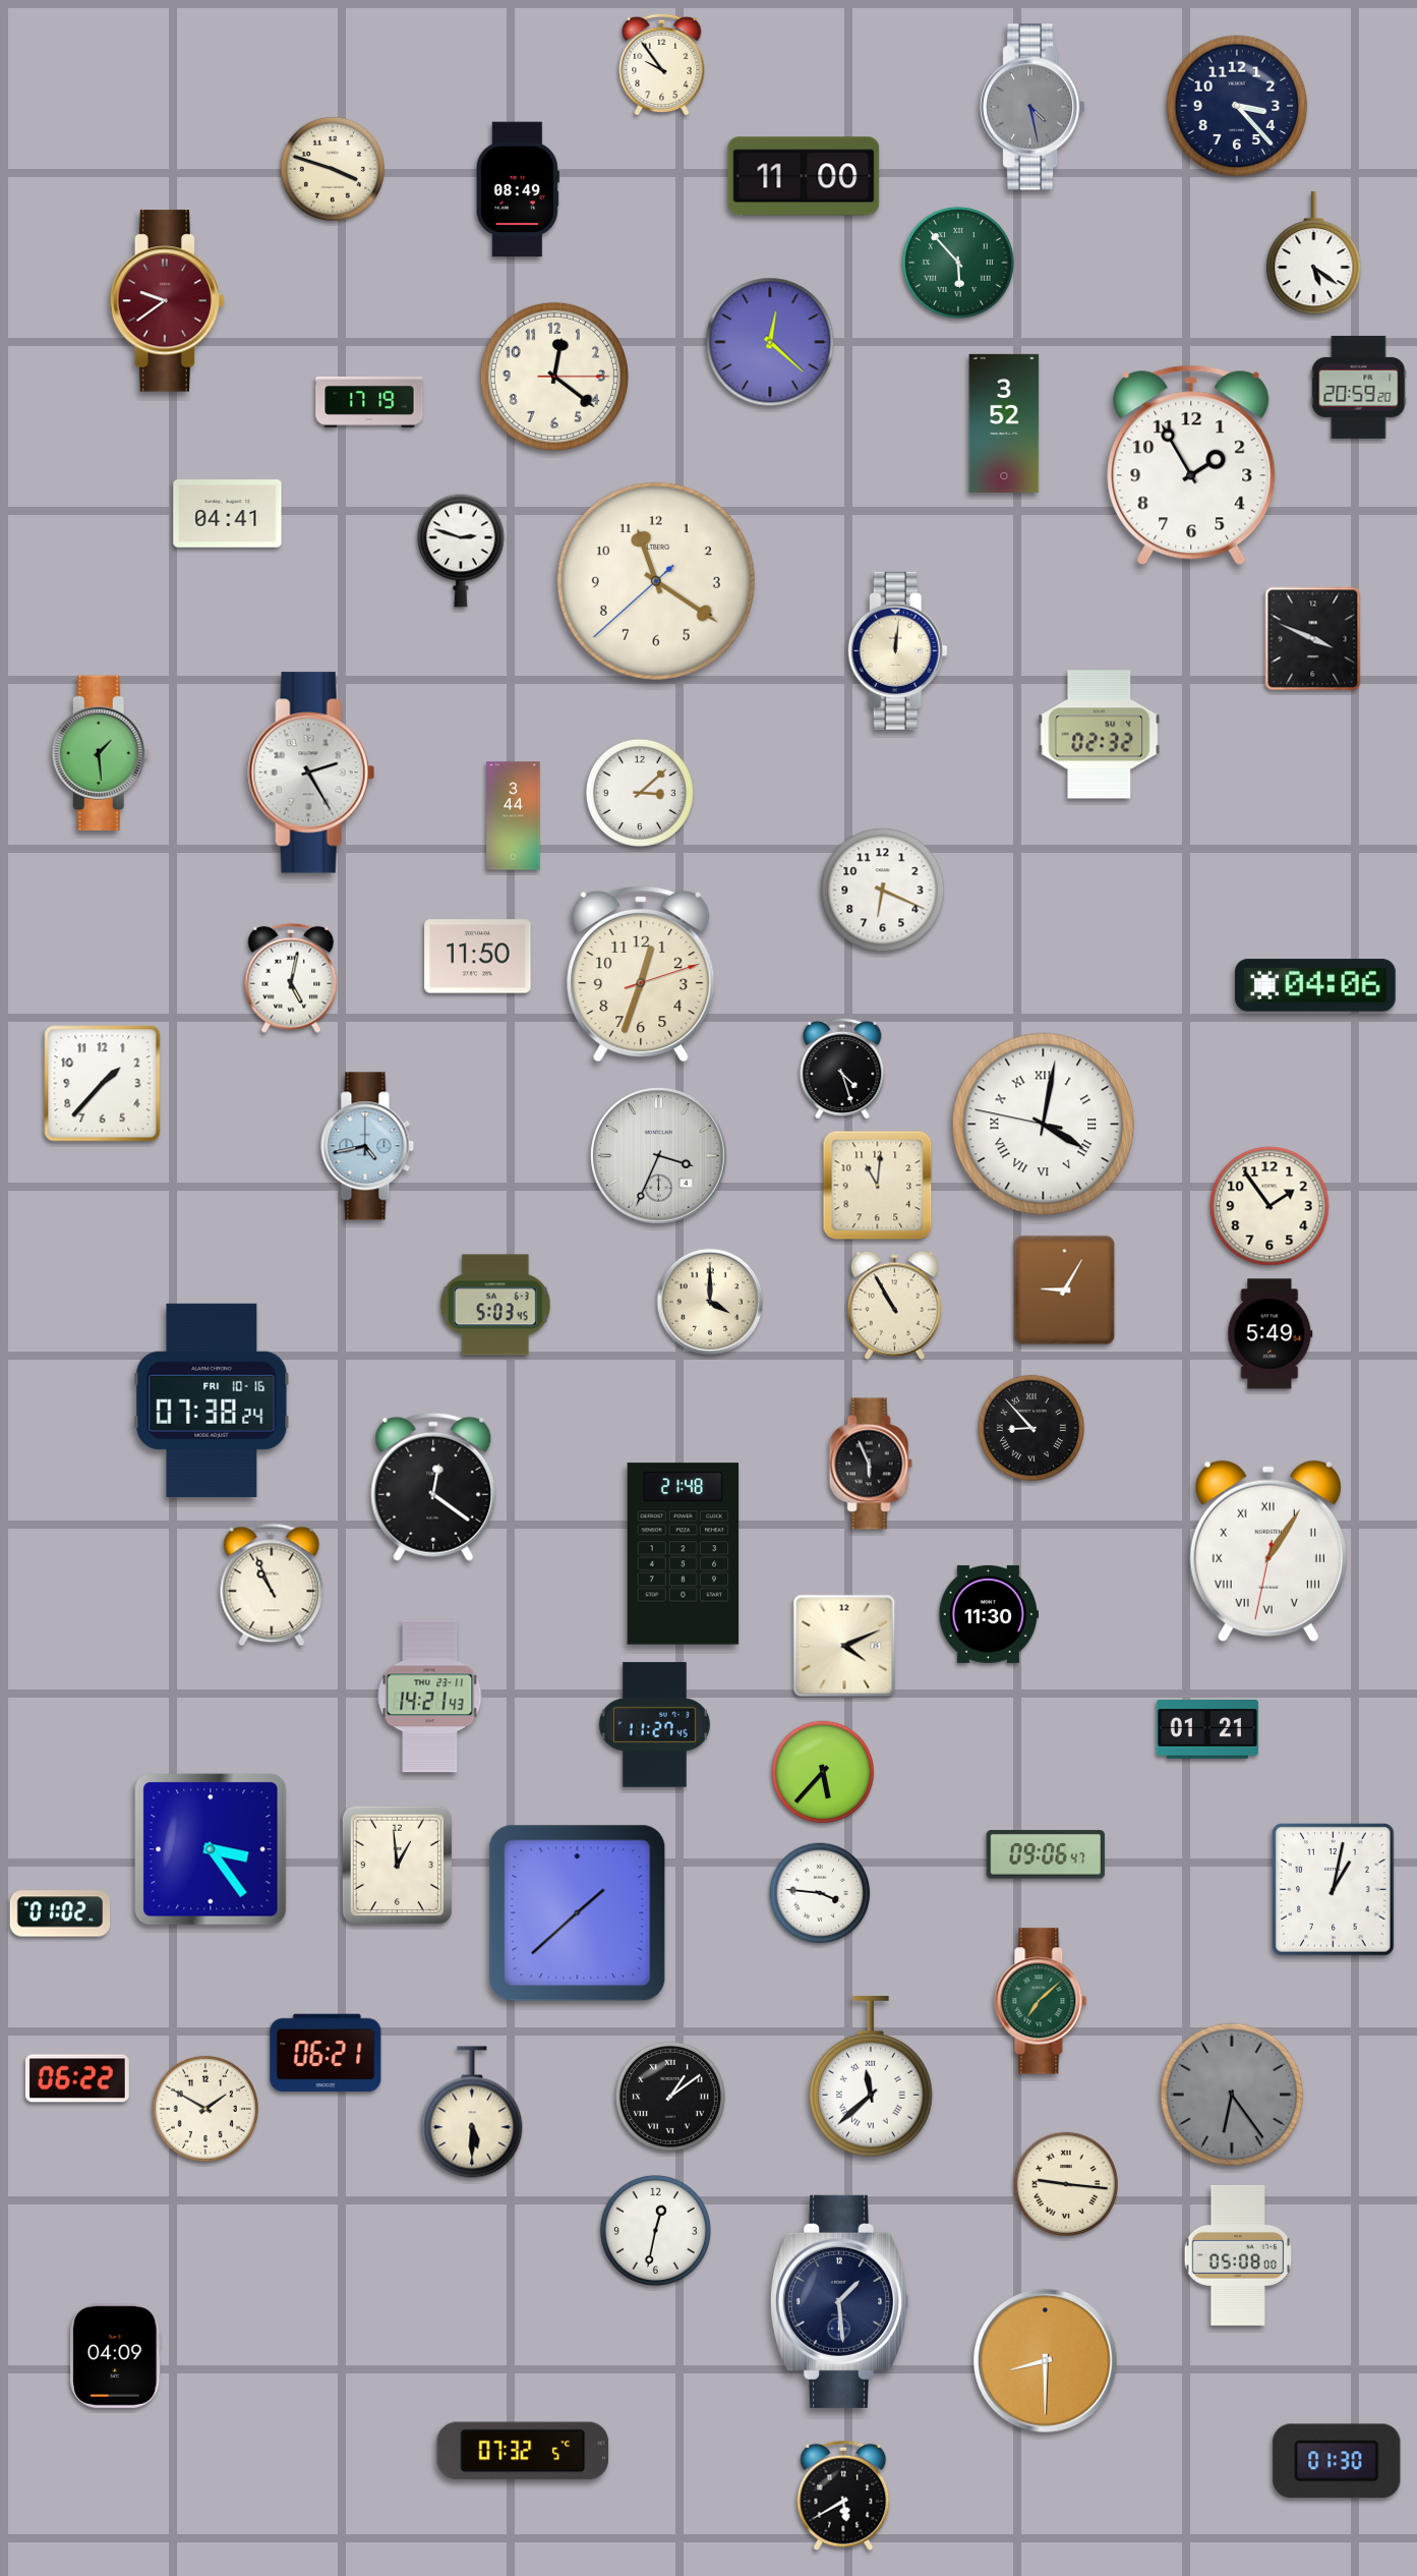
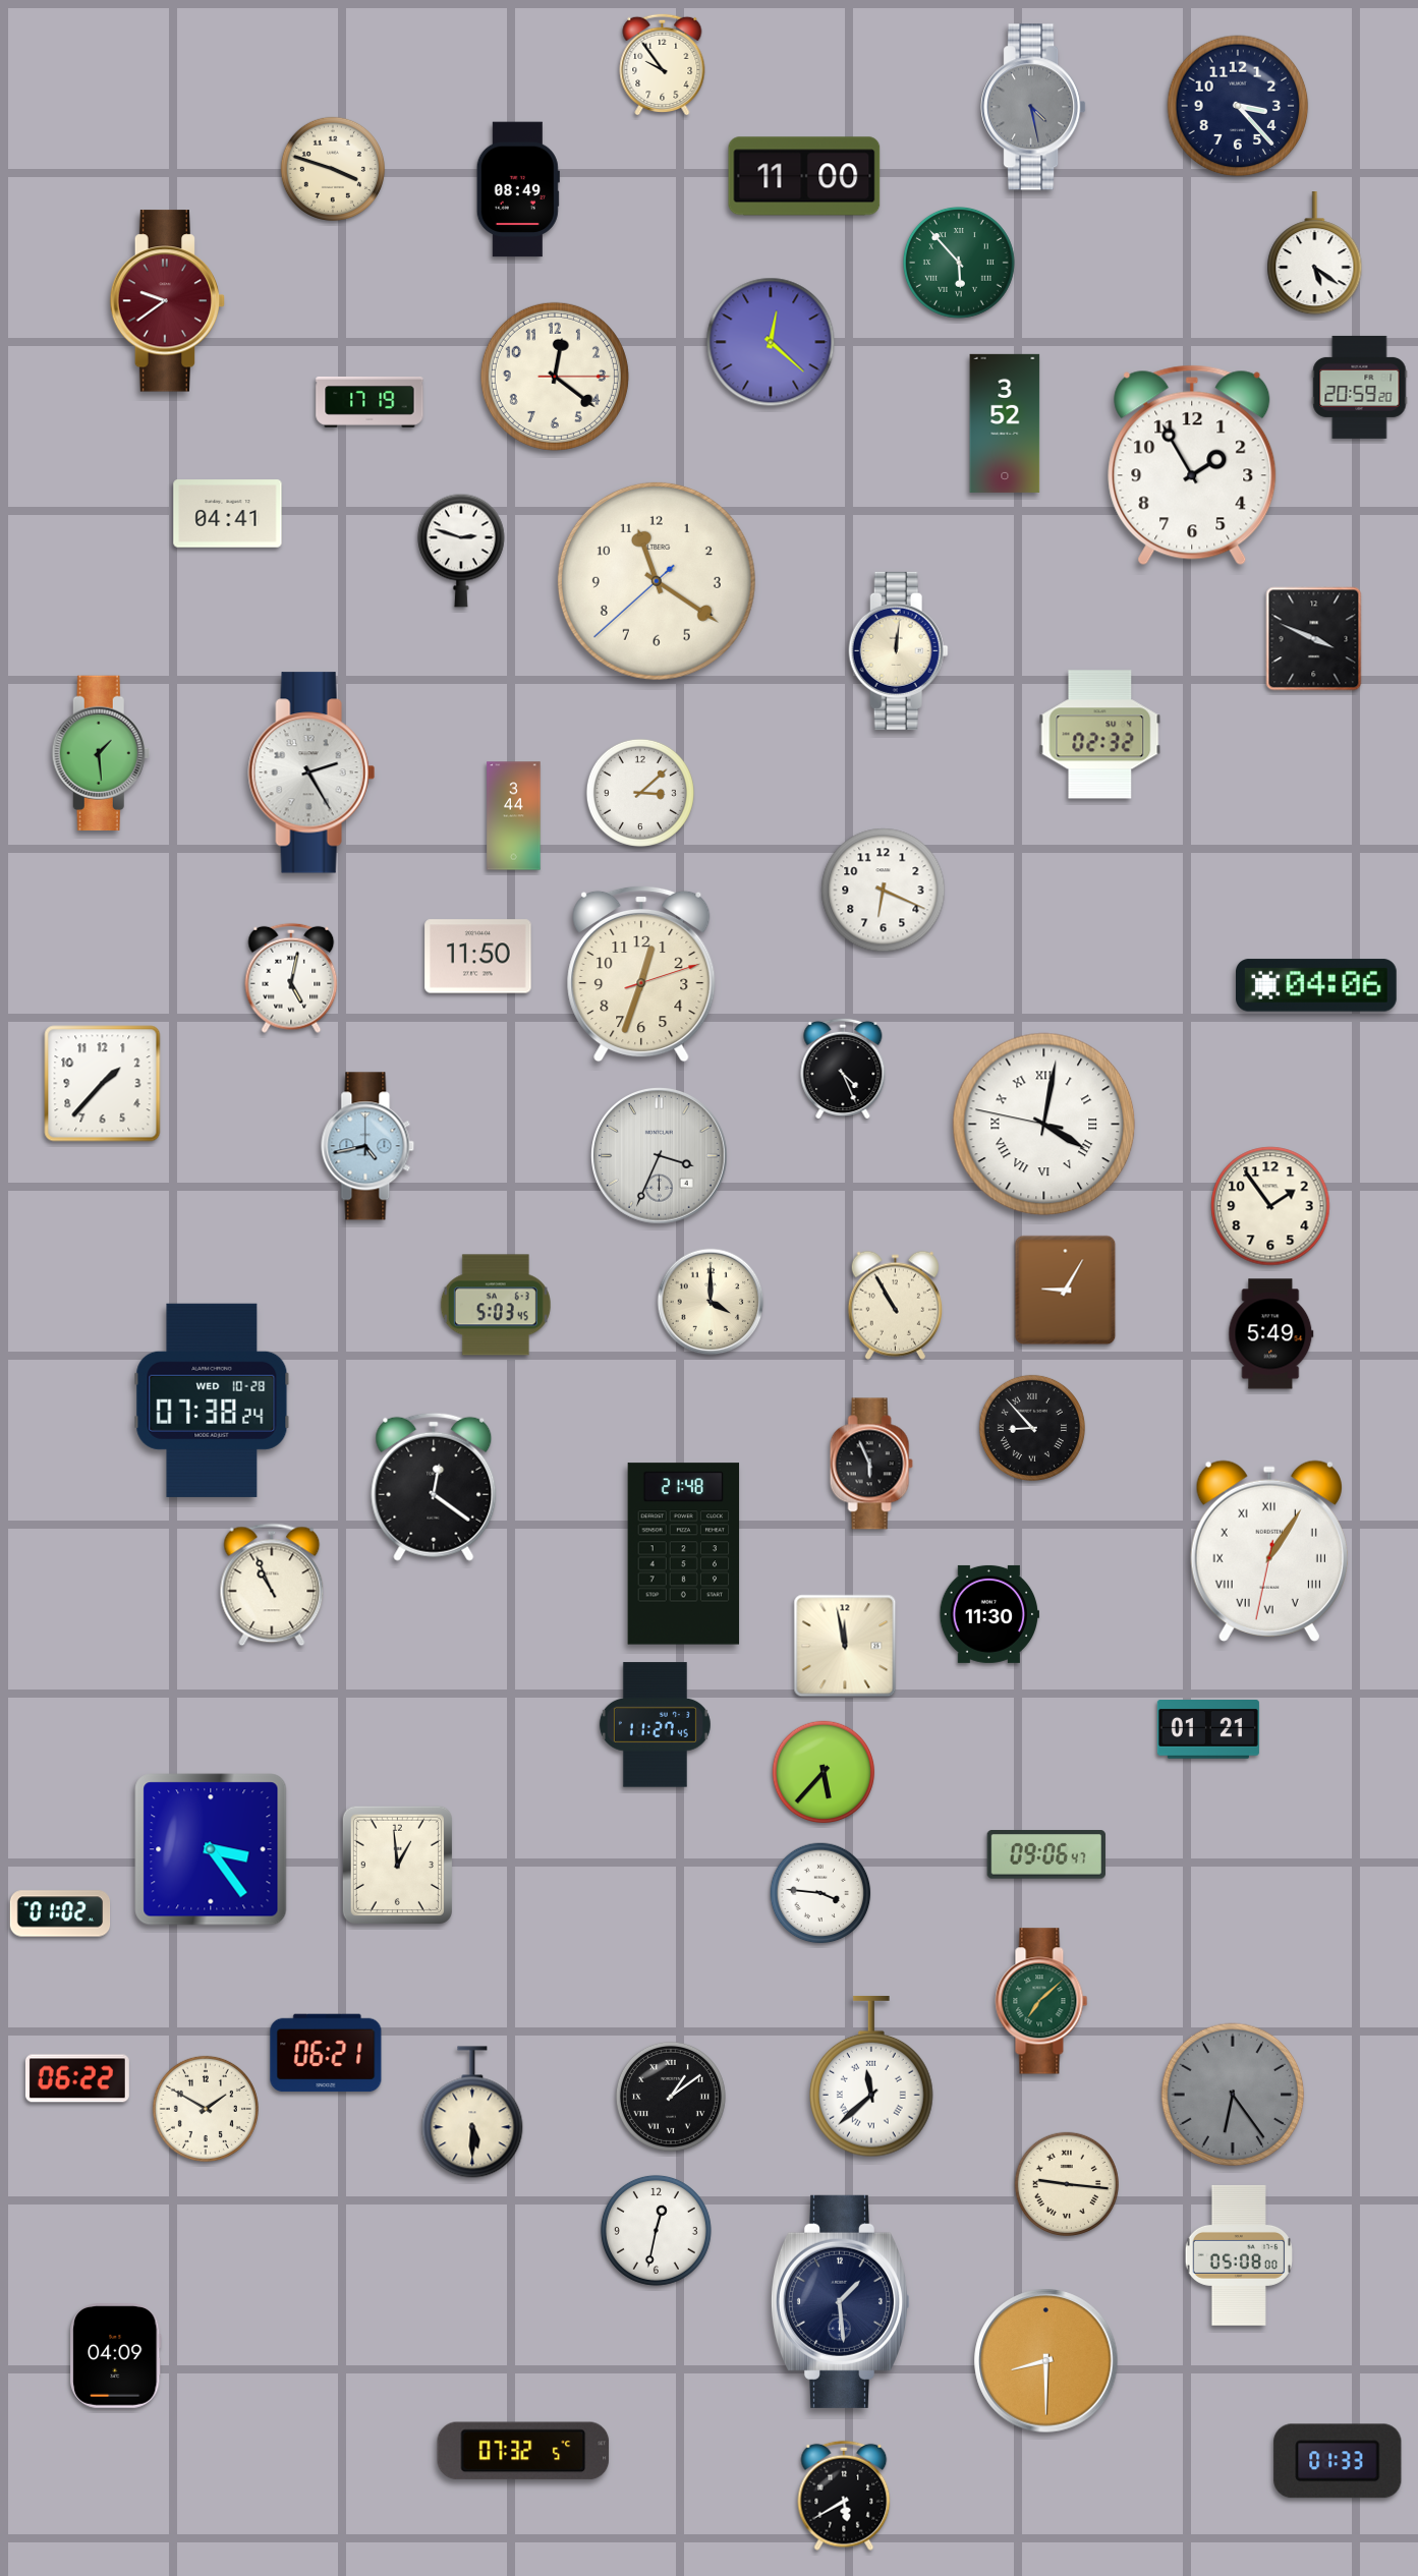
clock at (842, 1069): 4:27 -> 4:26
clock at (878, 1186): 11:01 -> none
clock at (212, 1400) date: FRI 10-16 -> WED 10-28
clock at (844, 1646): 4:11 -> 11:58
clock at (430, 1697): 14:21 -> none
clock at (1334, 1890): 1:02 -> none
clock at (578, 1913): 1:38 -> none
clock at (1337, 2461): 01:30 -> 01:33
